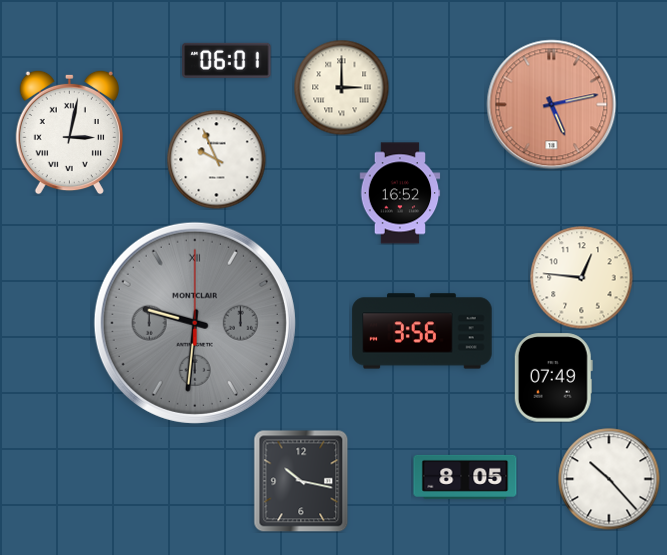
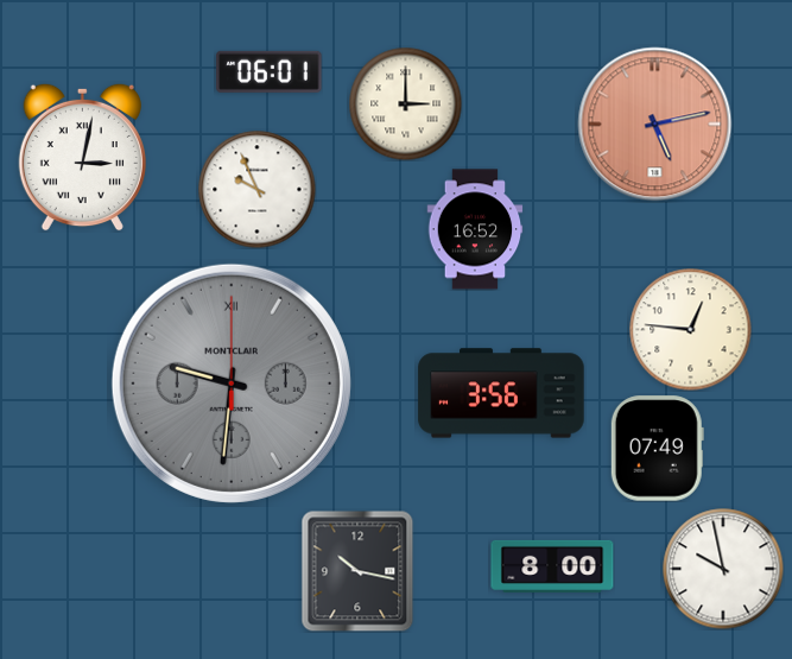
clock at (465, 477): 8:05 -> 8:00
clock at (609, 479): 10:23 -> 9:58
